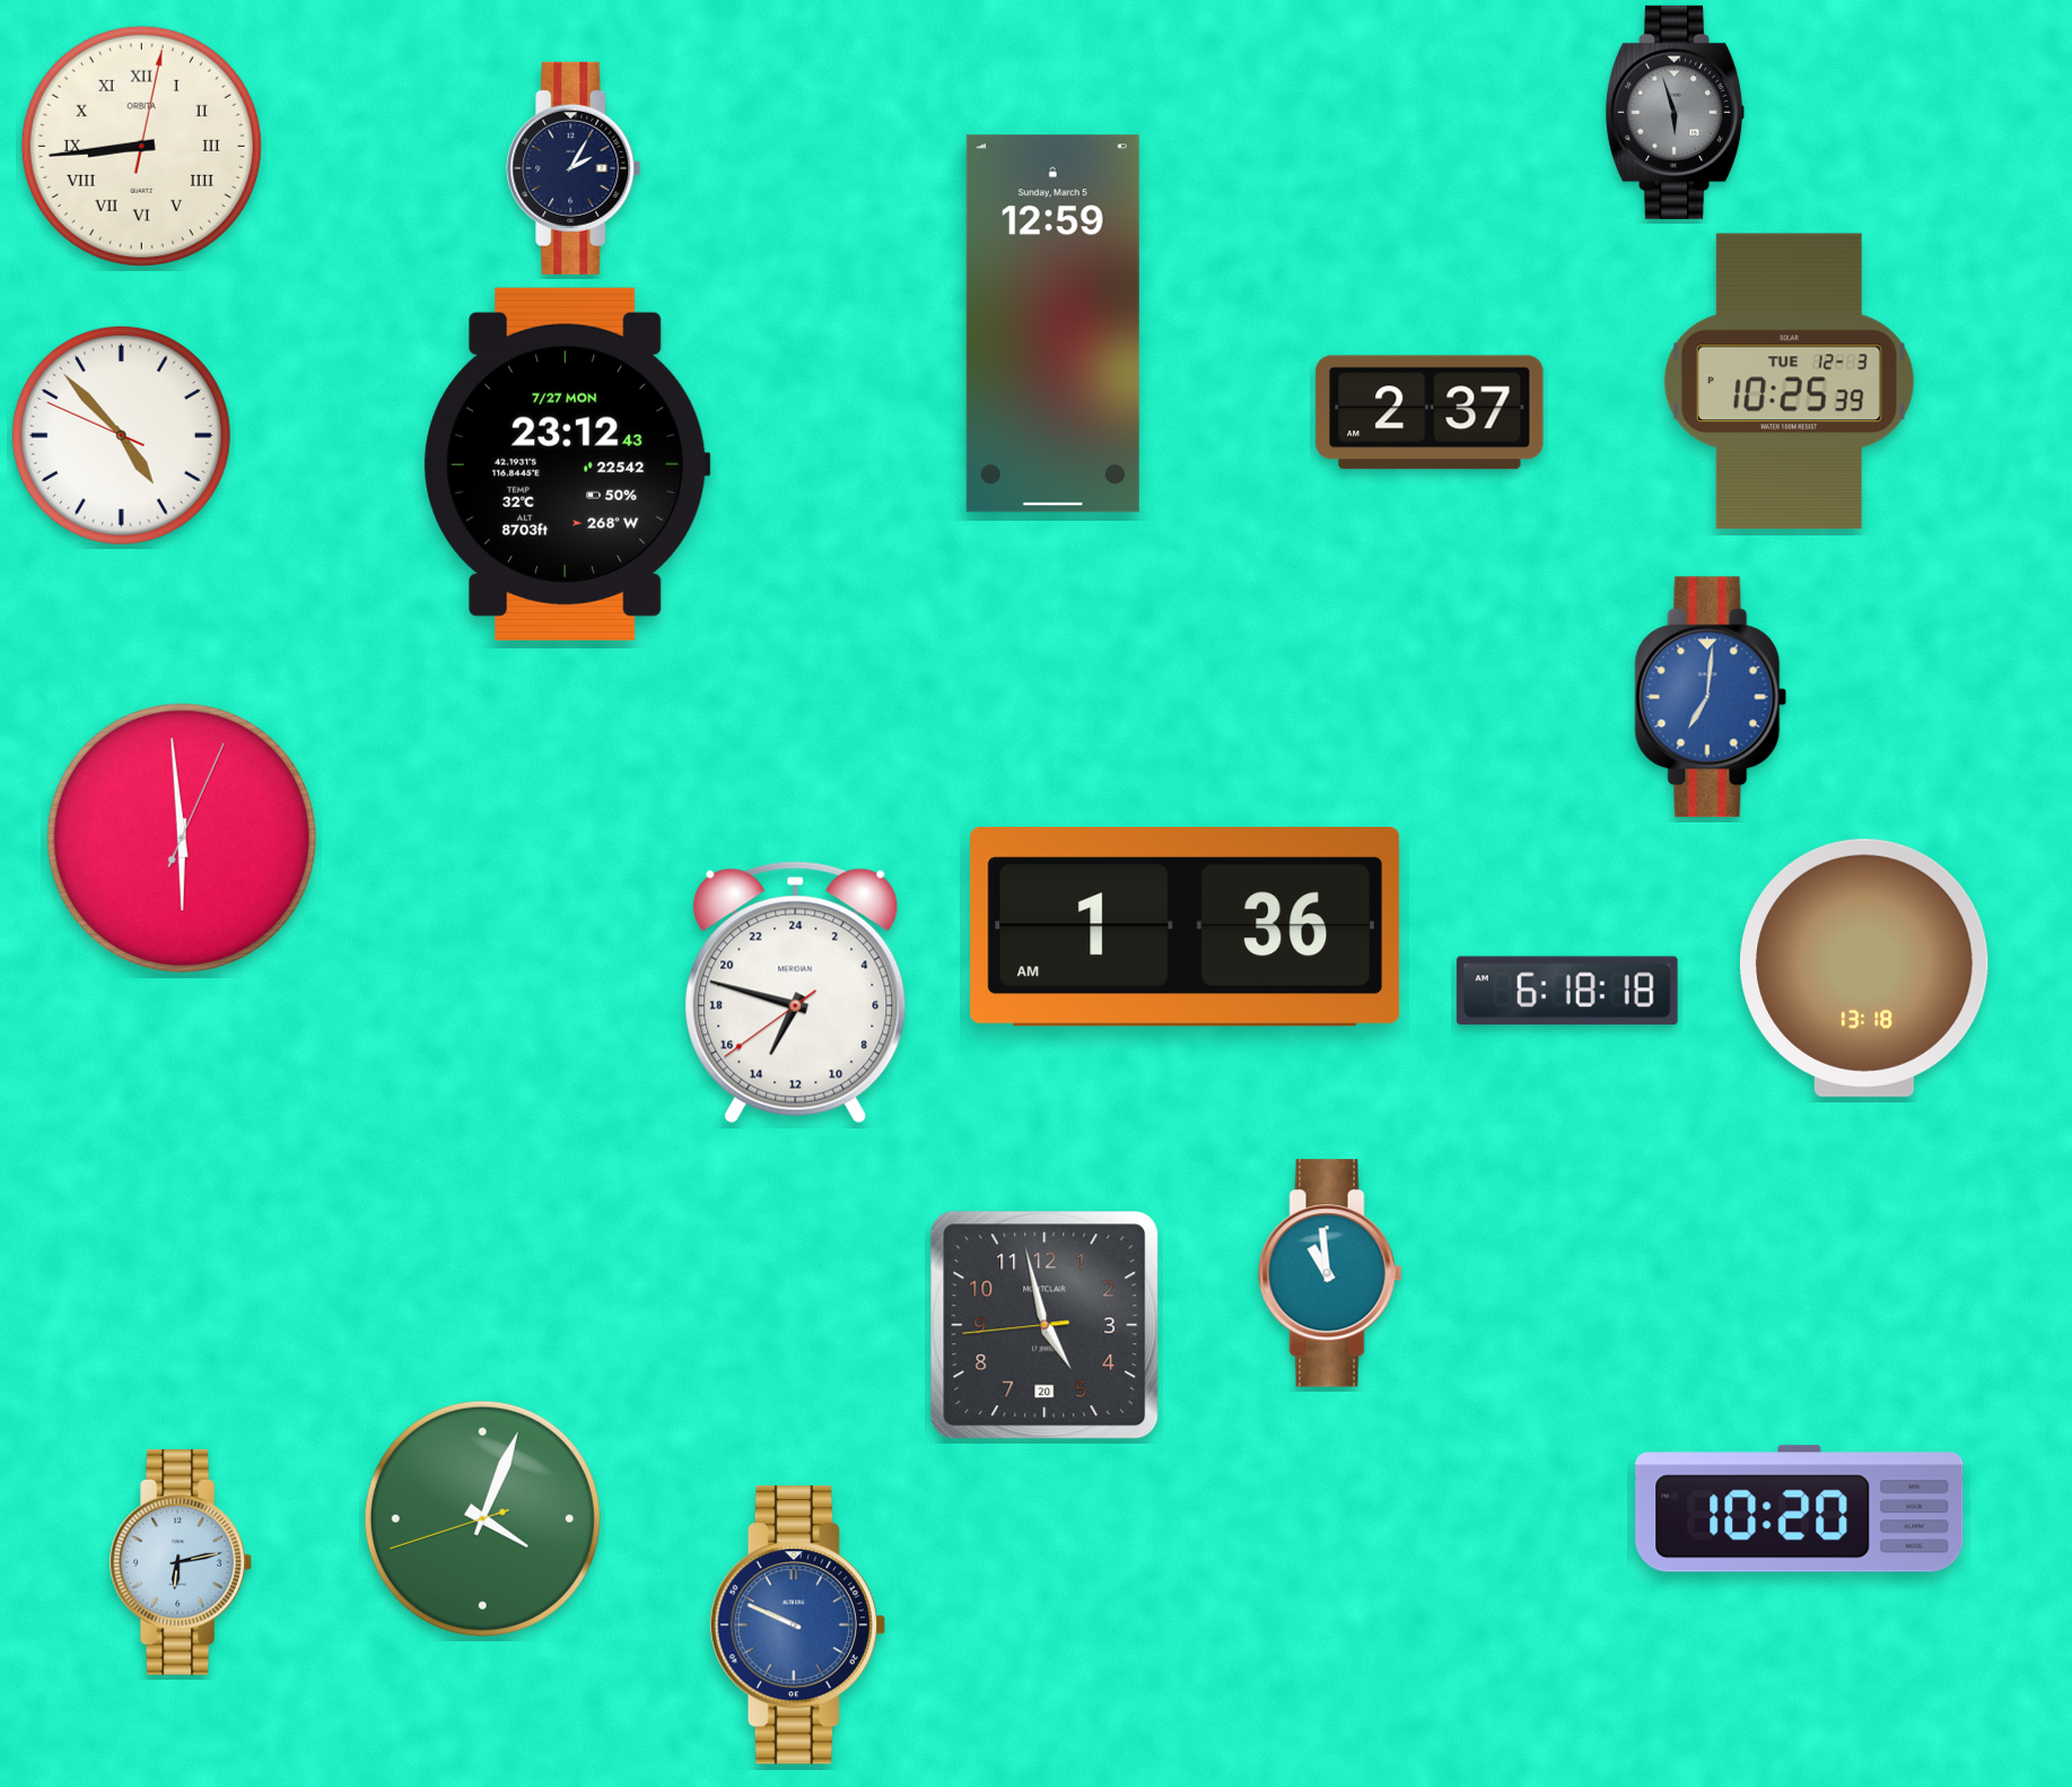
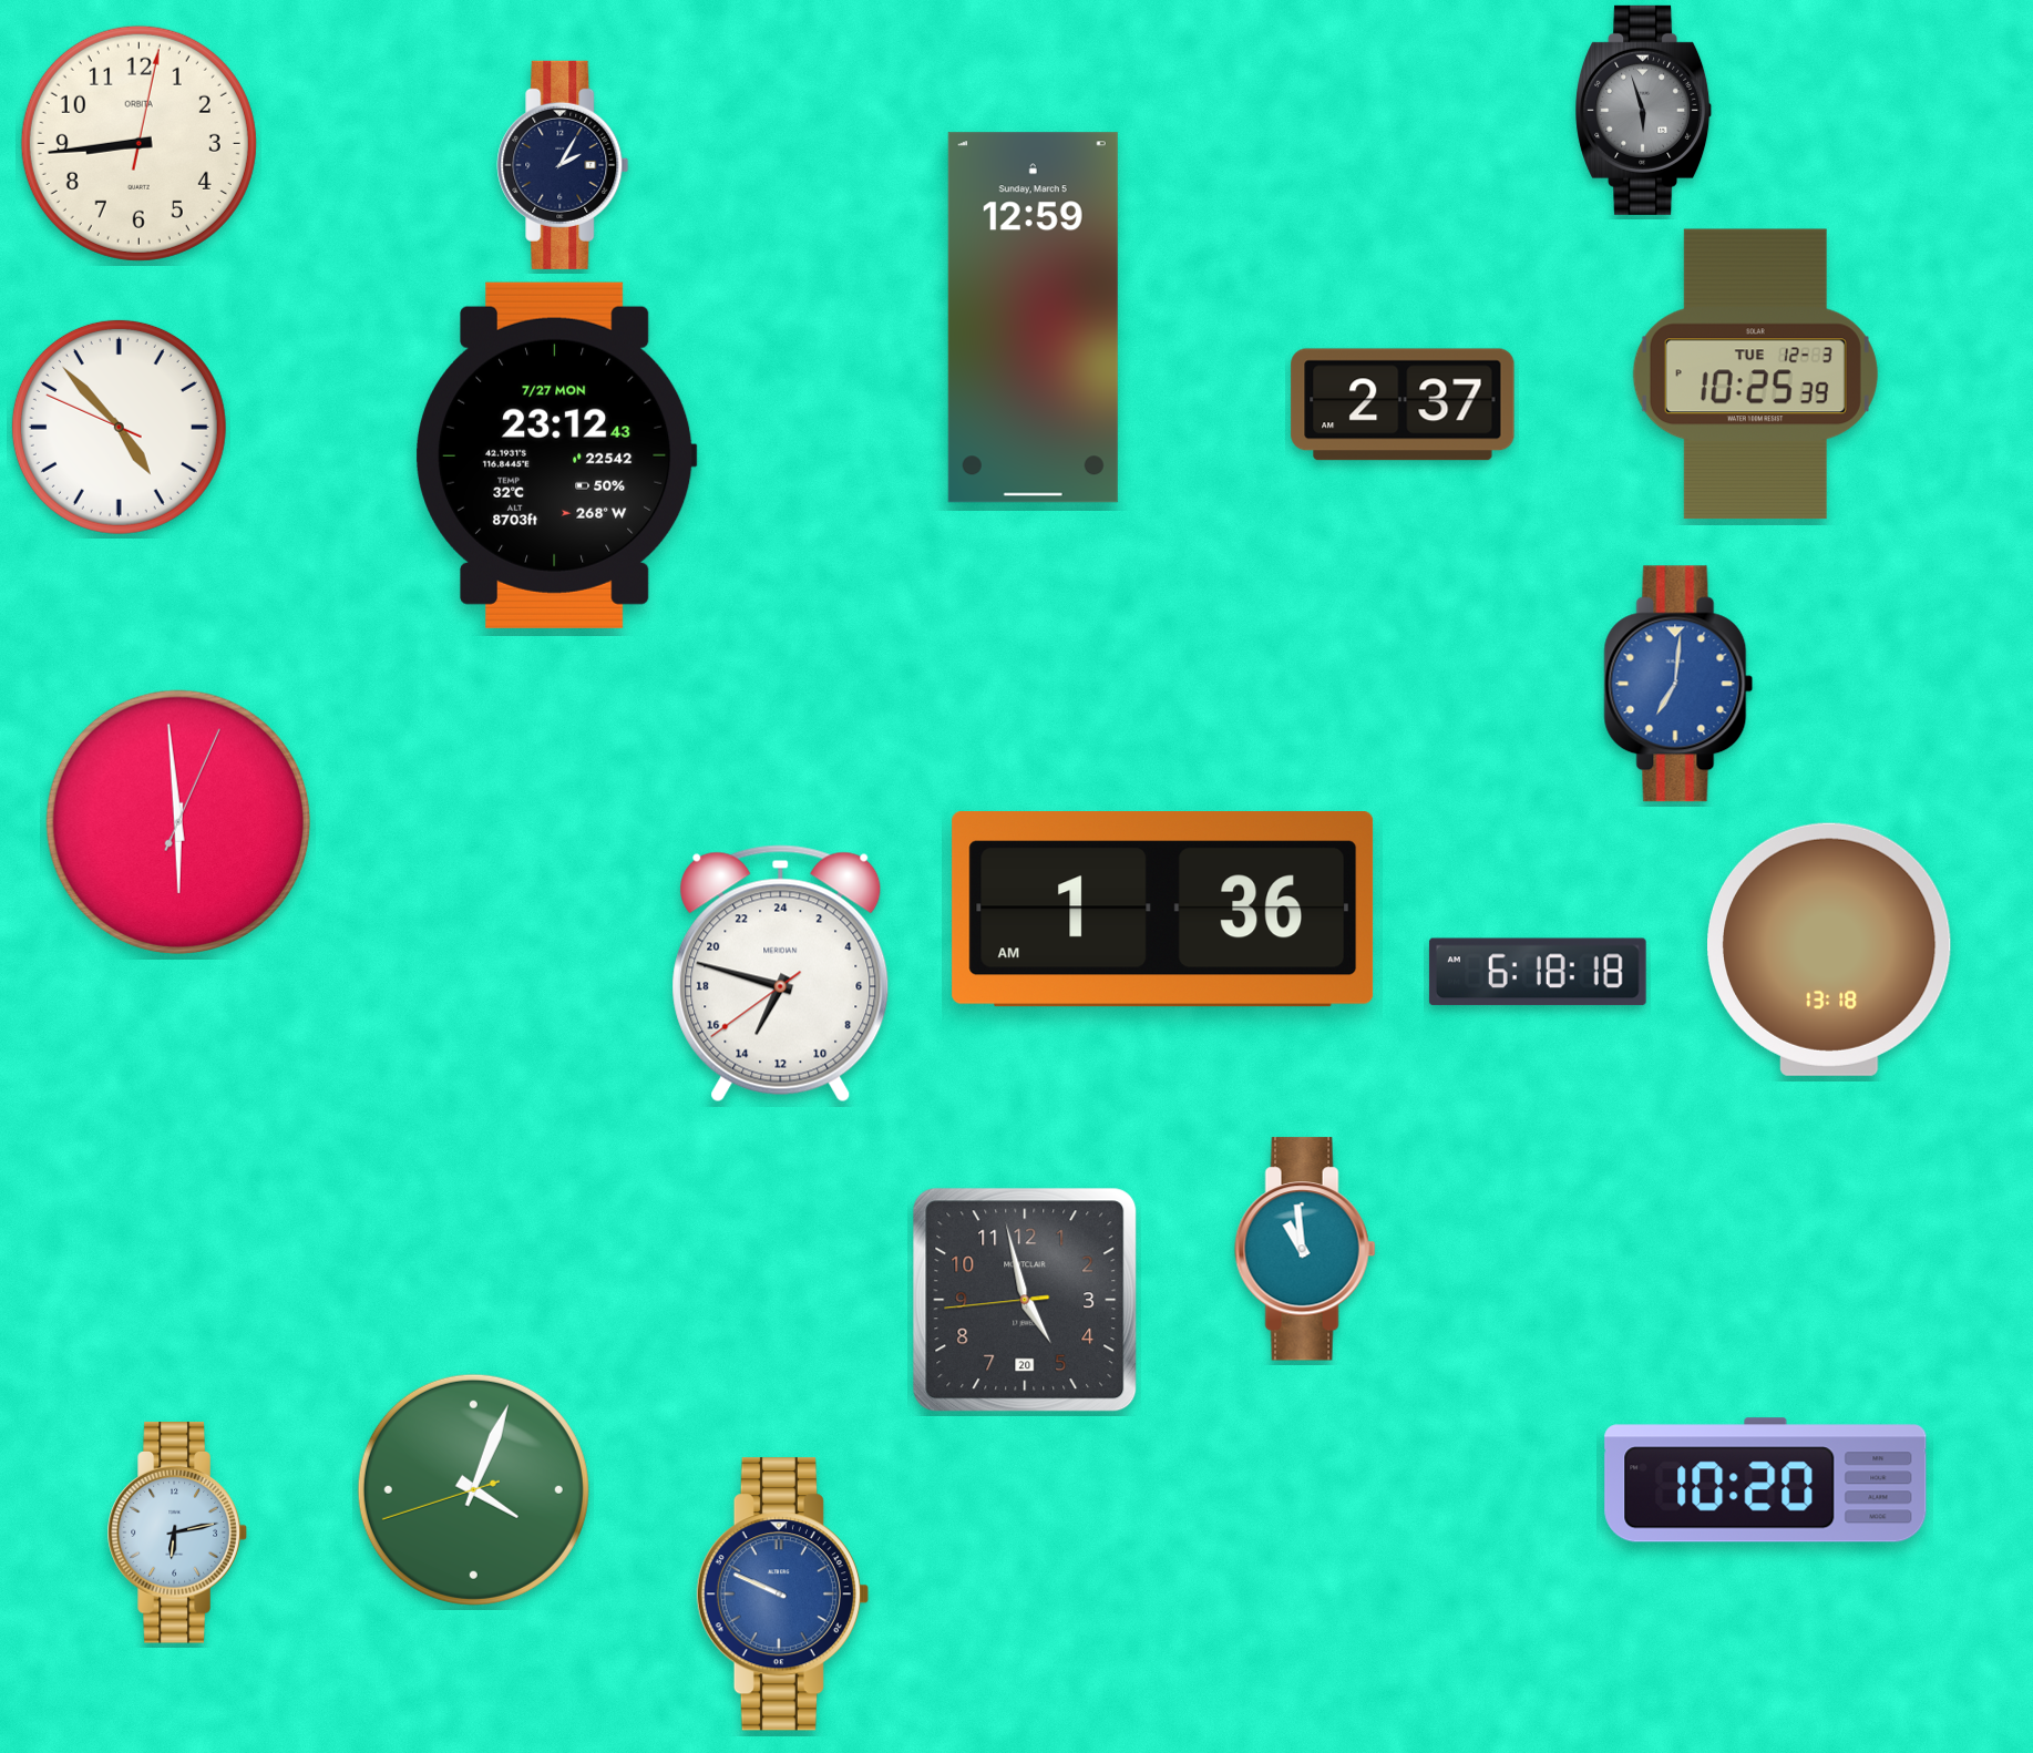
clock at (141, 146) numerals: Roman -> Arabic
